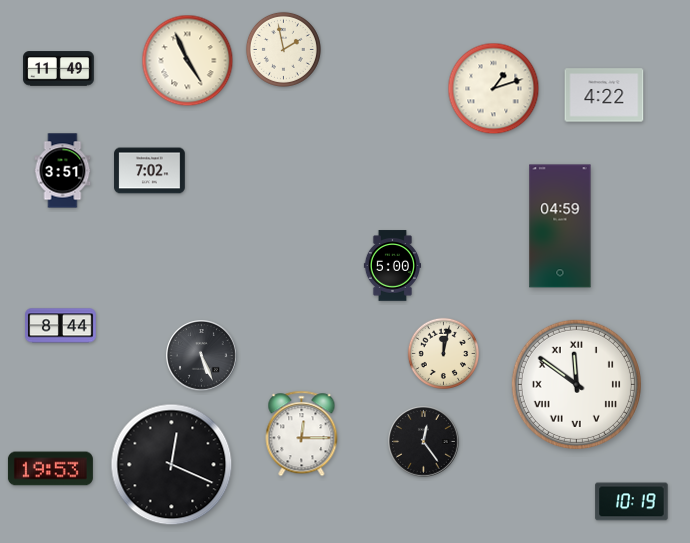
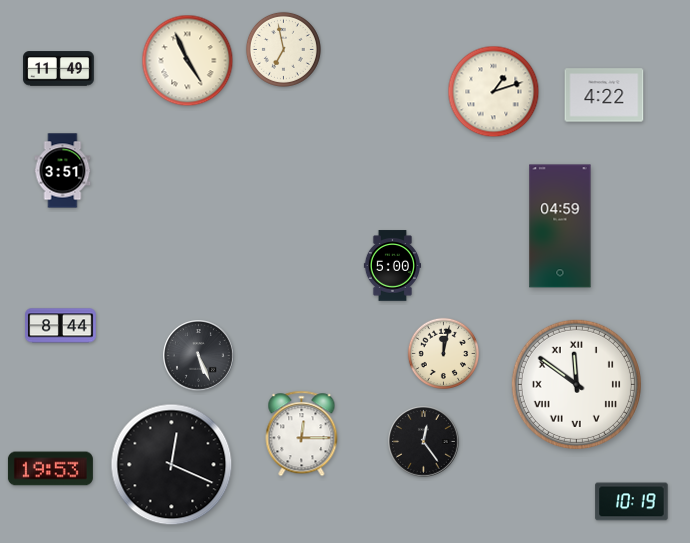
clock at (283, 49): 1:58 -> 6:58
clock at (494, 89) position: (494, 89) -> (494, 92)
clock at (150, 171): 7:02 -> none
clock at (202, 356) position: (202, 356) -> (199, 356)
